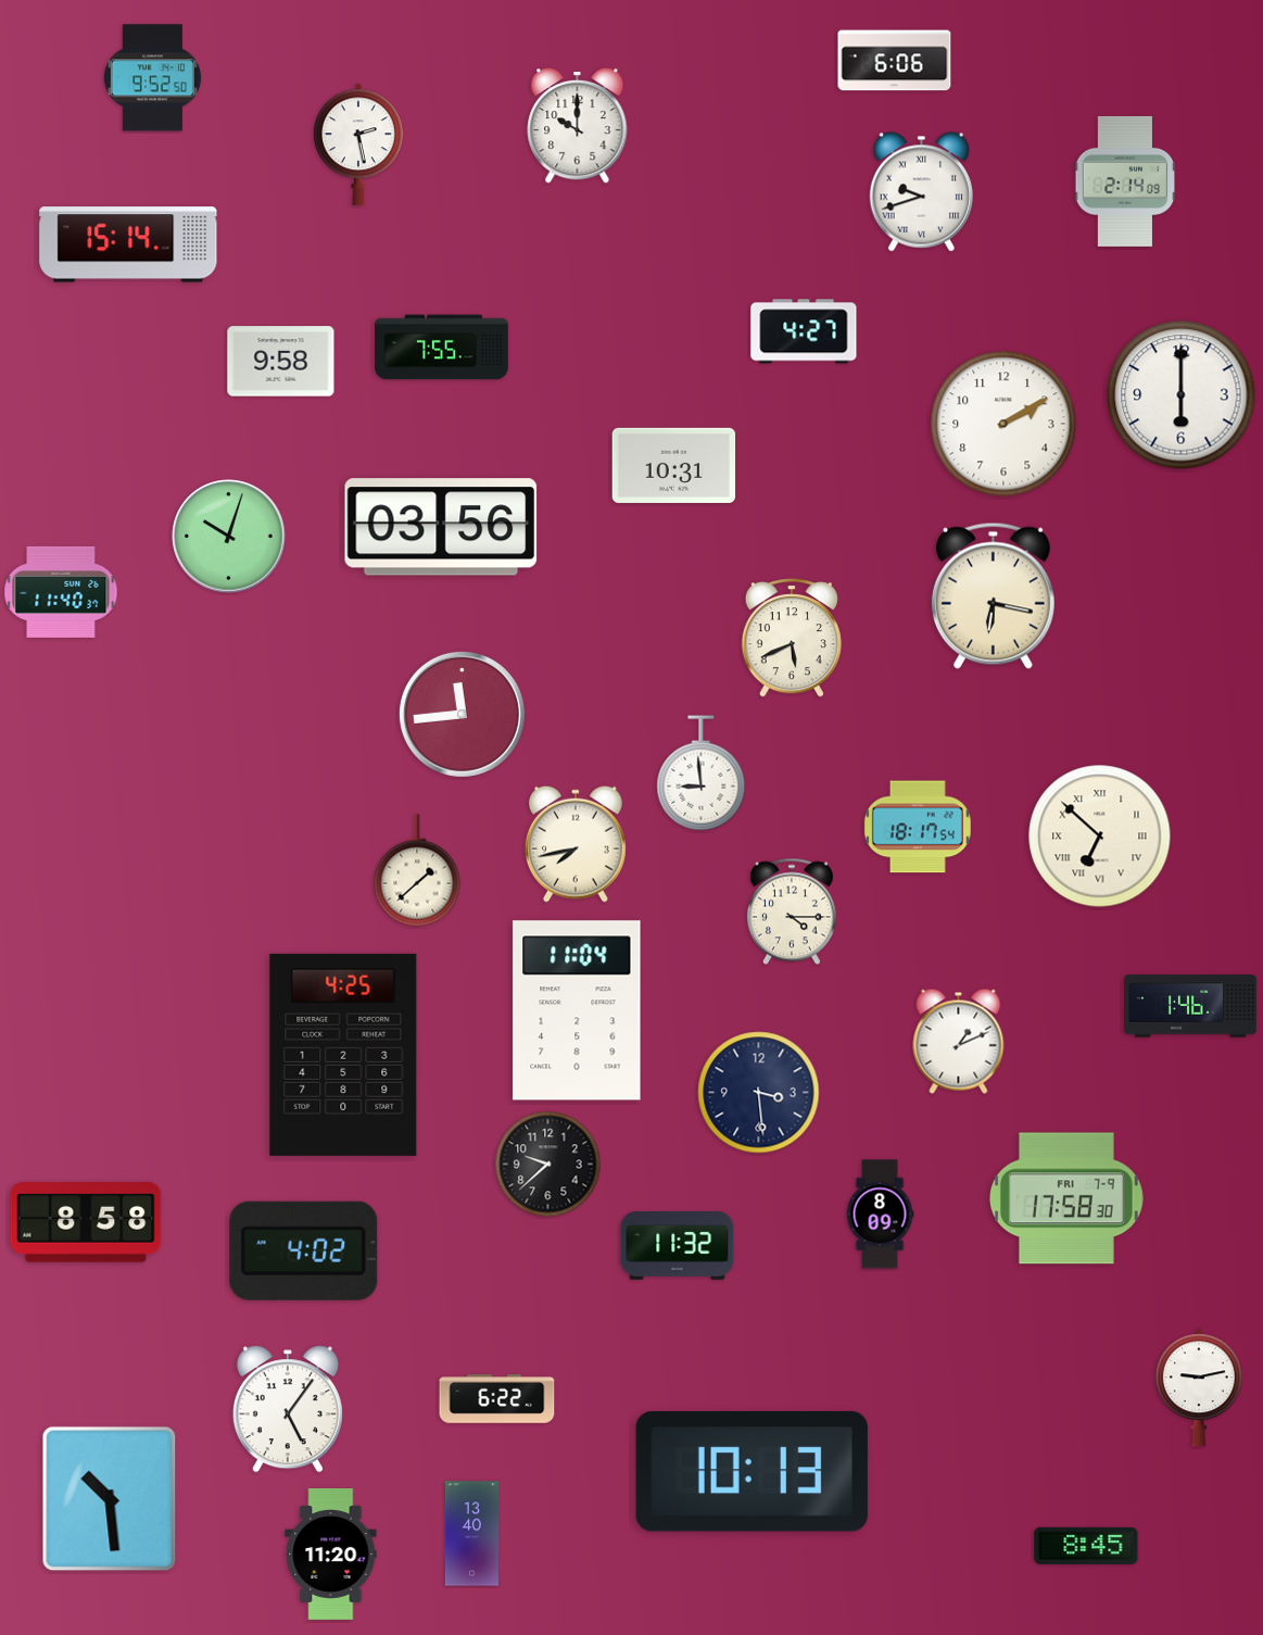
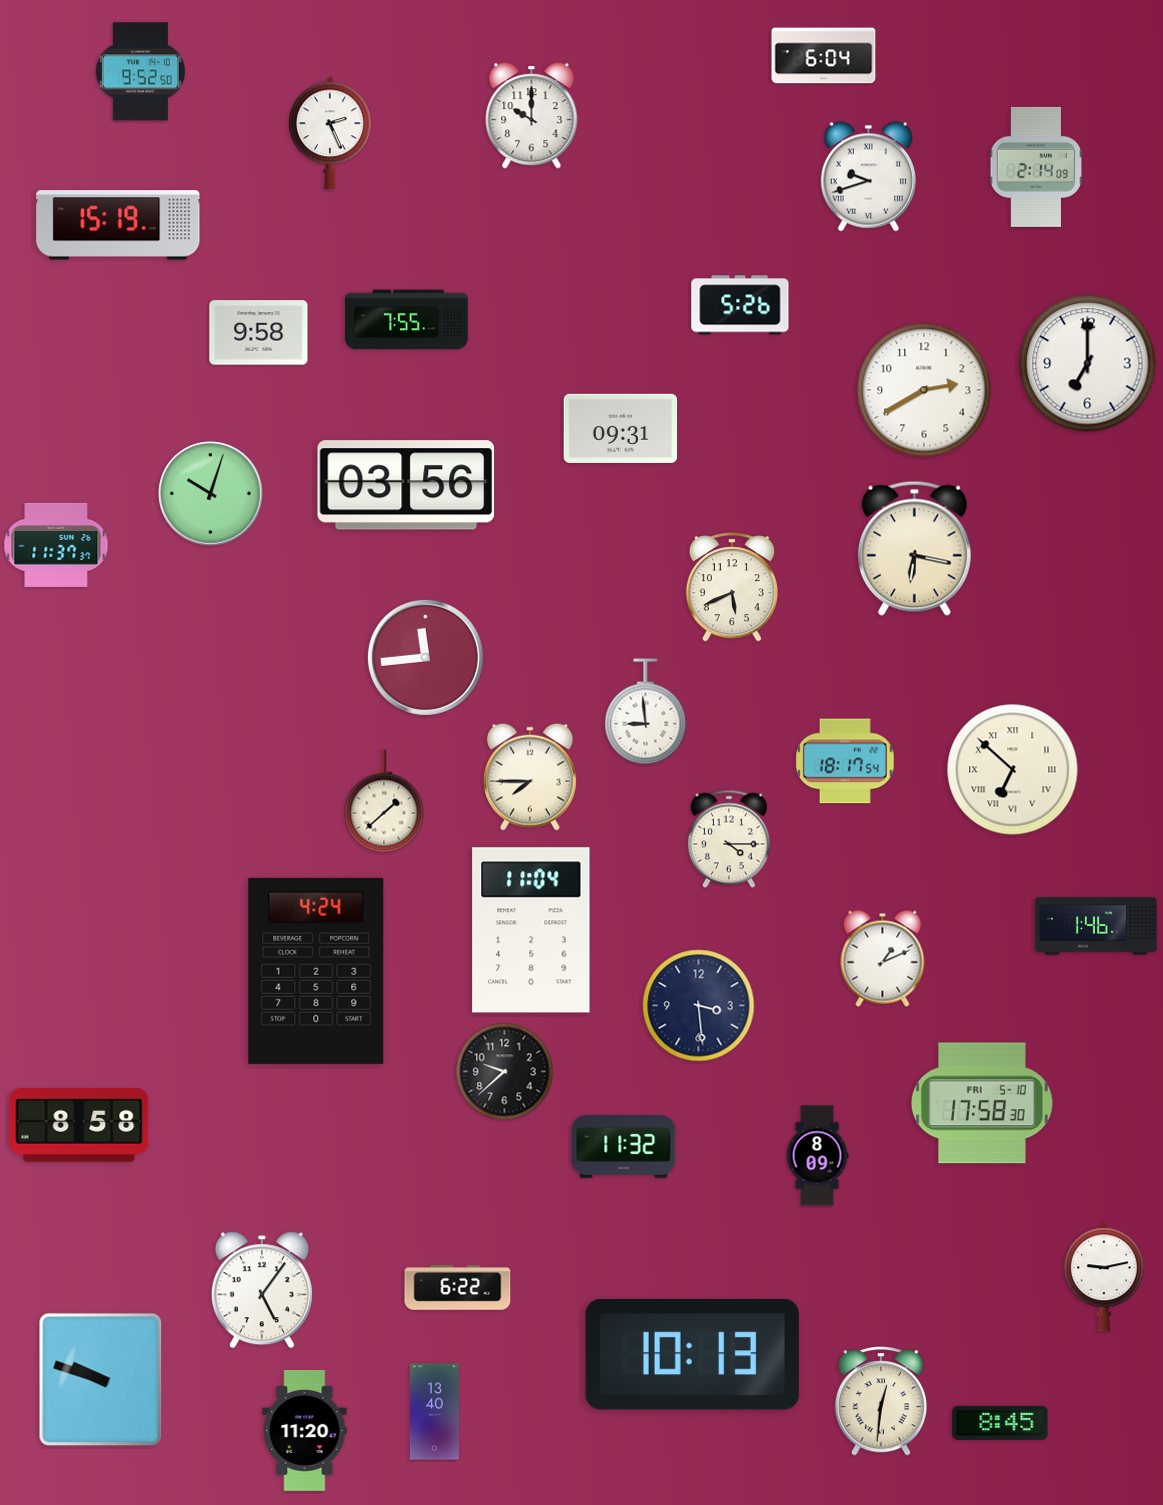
clock at (895, 61): 6:06 -> 6:04
clock at (359, 144): 2:28 -> 2:26
clock at (921, 192) position: (921, 192) -> (868, 177)
clock at (128, 244): 15:14 -> 15:19
clock at (804, 331): 4:27 -> 5:26
clock at (1182, 395): 6:00 -> 7:00
clock at (1003, 424): 2:10 -> 2:40
clock at (674, 465): 10:31 -> 09:31
clock at (61, 592): 11:40 -> 11:37
clock at (792, 638) position: (792, 638) -> (732, 587)
clock at (576, 844): 7:43 -> 7:45
clock at (343, 1055): 4:25 -> 4:24
clock at (1066, 1198) date: FRI 7-9 -> FRI 5-10
clock at (880, 1215) position: (880, 1215) -> (817, 1156)
clock at (304, 1250): 4:02 -> none
clock at (288, 1409) position: (288, 1409) -> (262, 1290)
clock at (110, 1499): 10:29 -> 9:48
clock at (881, 1401): none -> 12:31
